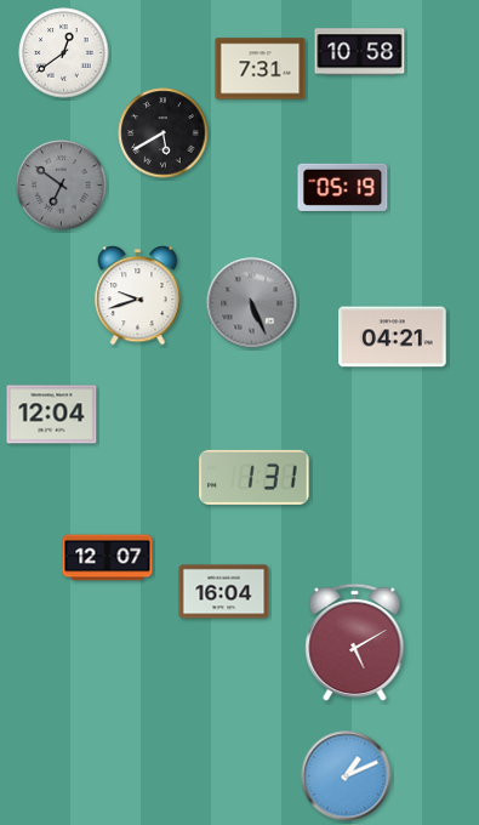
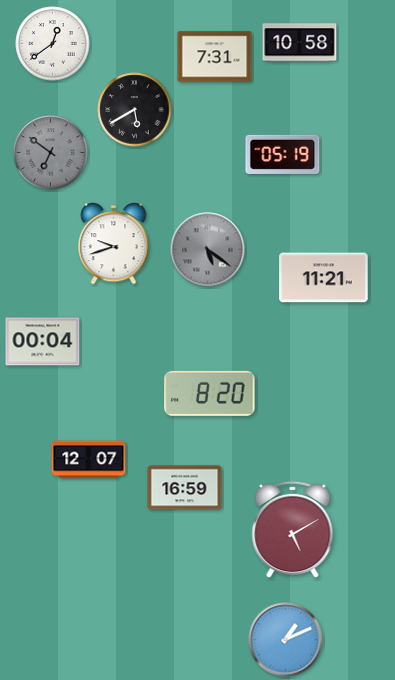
clock at (360, 52) position: (360, 52) -> (300, 43)
clock at (252, 303): 5:26 -> 5:21
clock at (393, 337): 04:21 -> 11:21
clock at (52, 415): 12:04 -> 00:04
clock at (255, 477): 1:31 -> 8:20
clock at (224, 592): 16:04 -> 16:59
